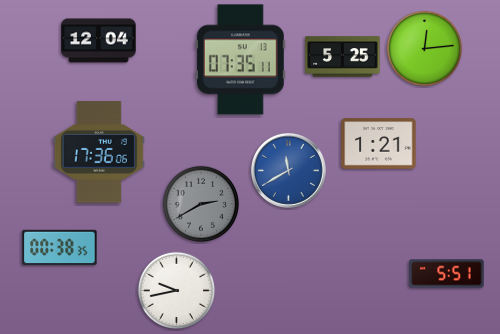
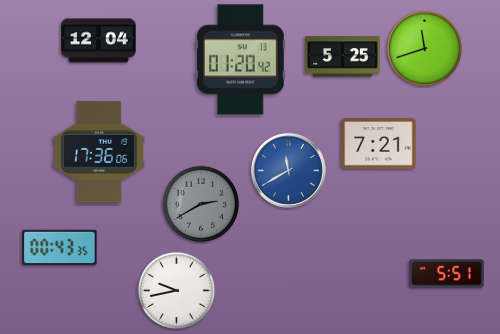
clock at (425, 49): 12:14 -> 11:42
clock at (240, 60): 07:35 -> 01:20
clock at (379, 144): 1:21 -> 7:21
clock at (60, 248): 00:38 -> 00:43
